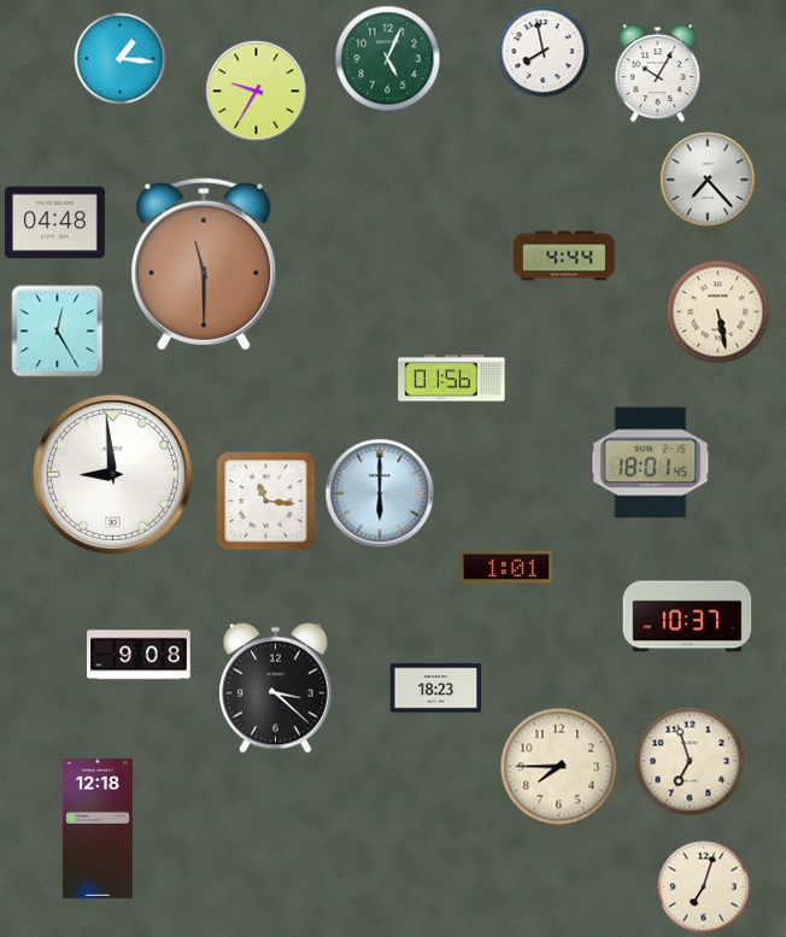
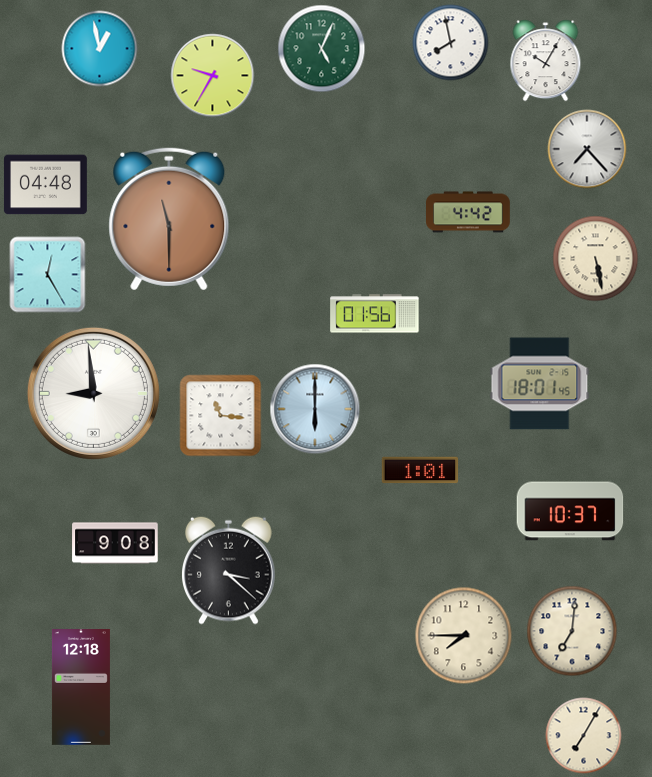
clock at (121, 59): 1:16 -> 12:58
clock at (565, 256): 4:44 -> 4:42
clock at (436, 689): 18:23 -> none
clock at (690, 761): 6:57 -> 7:01
clock at (704, 888): 7:03 -> 7:05
